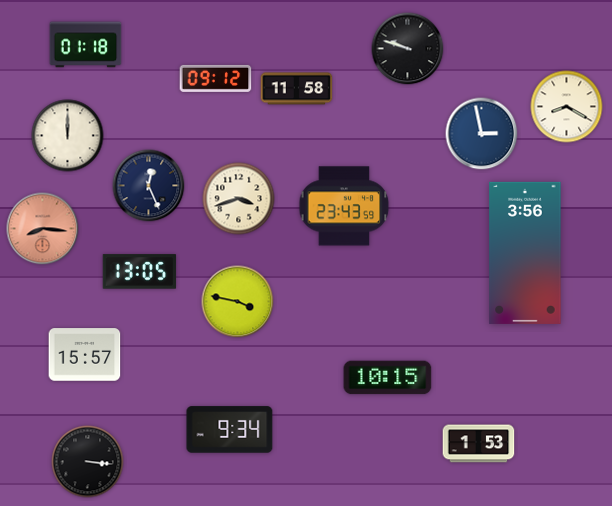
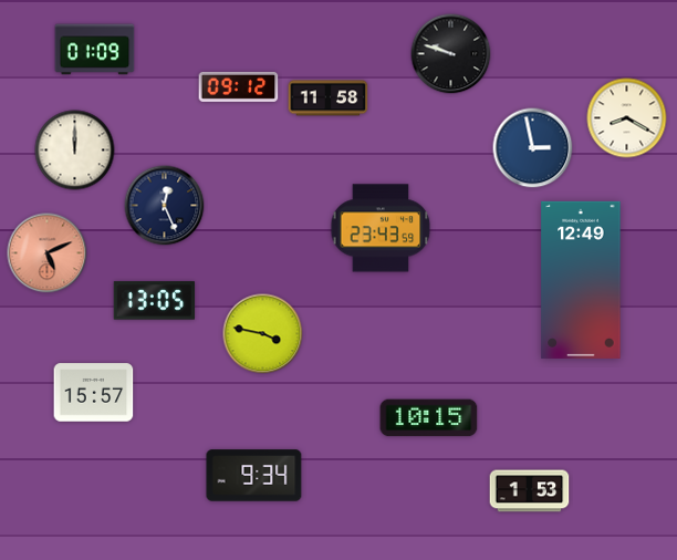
clock at (86, 45): 01:18 -> 01:09
clock at (239, 199): 3:42 -> none
clock at (43, 229): 8:16 -> 5:11
clock at (525, 253): 3:56 -> 12:49
clock at (88, 462): 3:16 -> none
